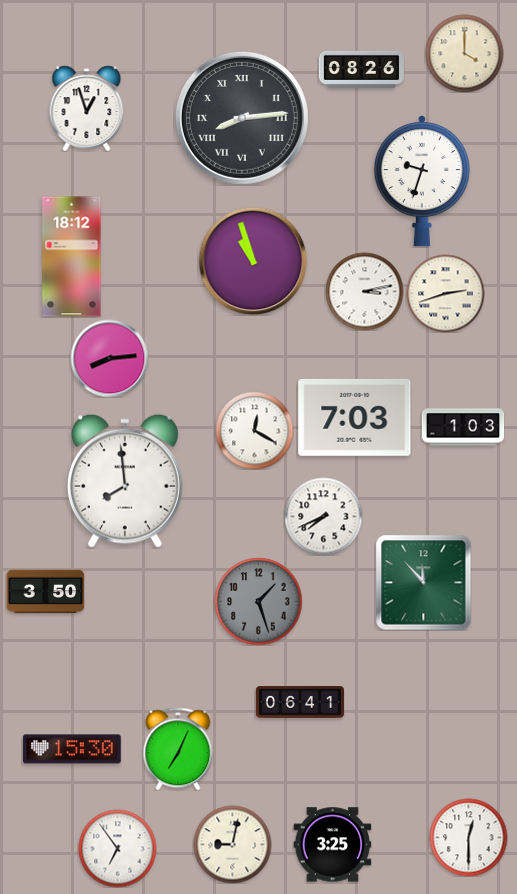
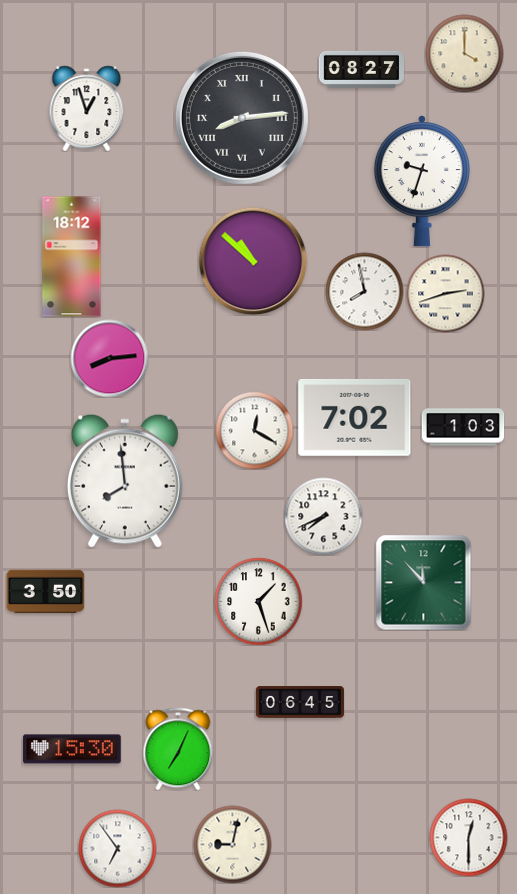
clock at (361, 69): 08:26 -> 08:27
clock at (253, 261): 10:57 -> 10:52
clock at (364, 291): 3:13 -> 7:58
clock at (355, 417): 7:03 -> 7:02
clock at (258, 601) dial: grey -> white
clock at (300, 702): 06:41 -> 06:45
clock at (332, 845): 3:25 -> none
